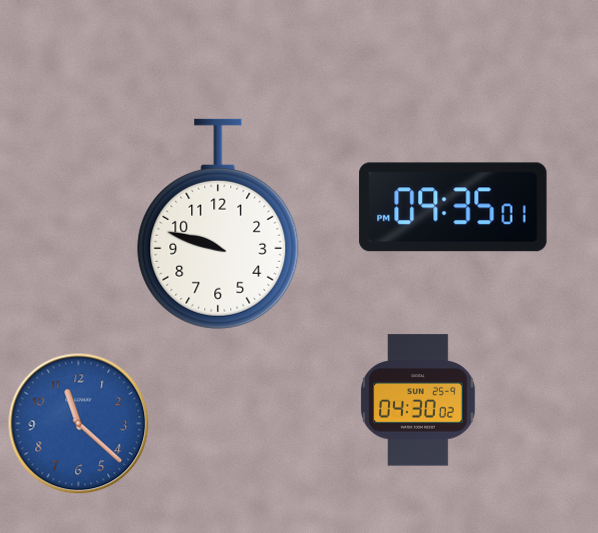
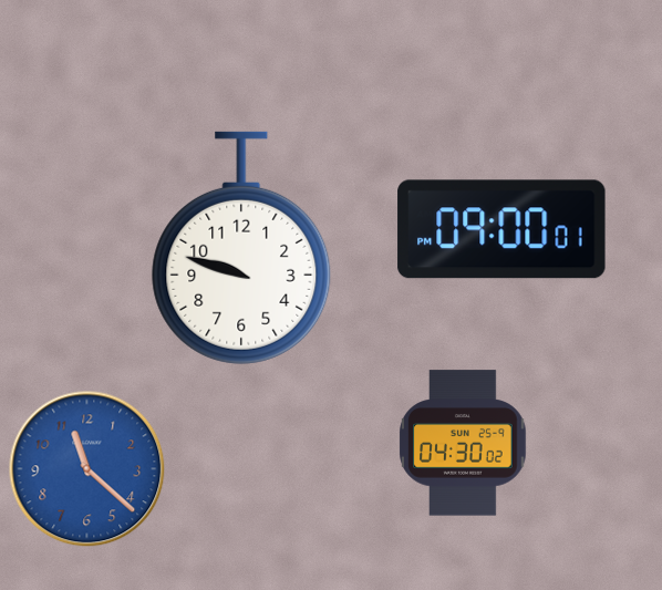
clock at (453, 207): 09:35 -> 09:00
